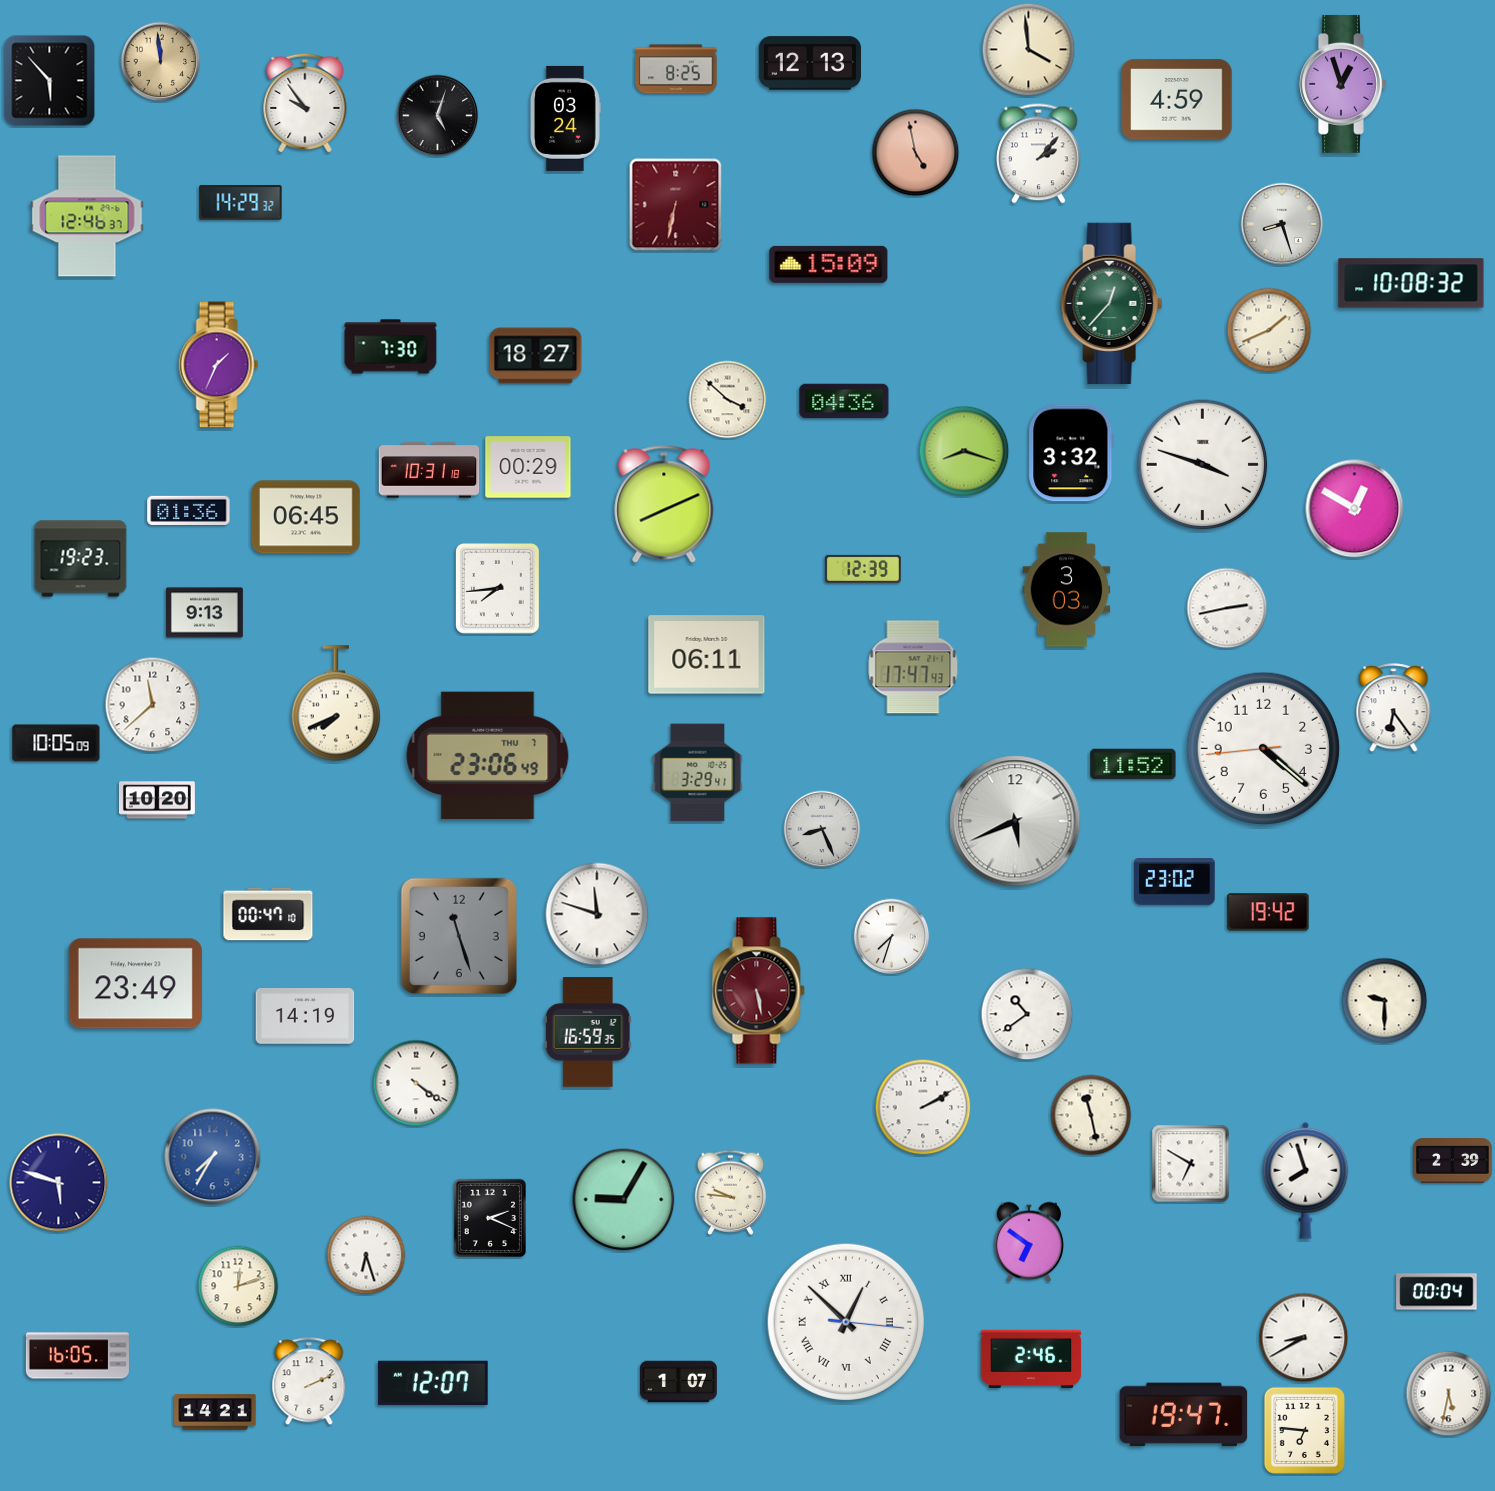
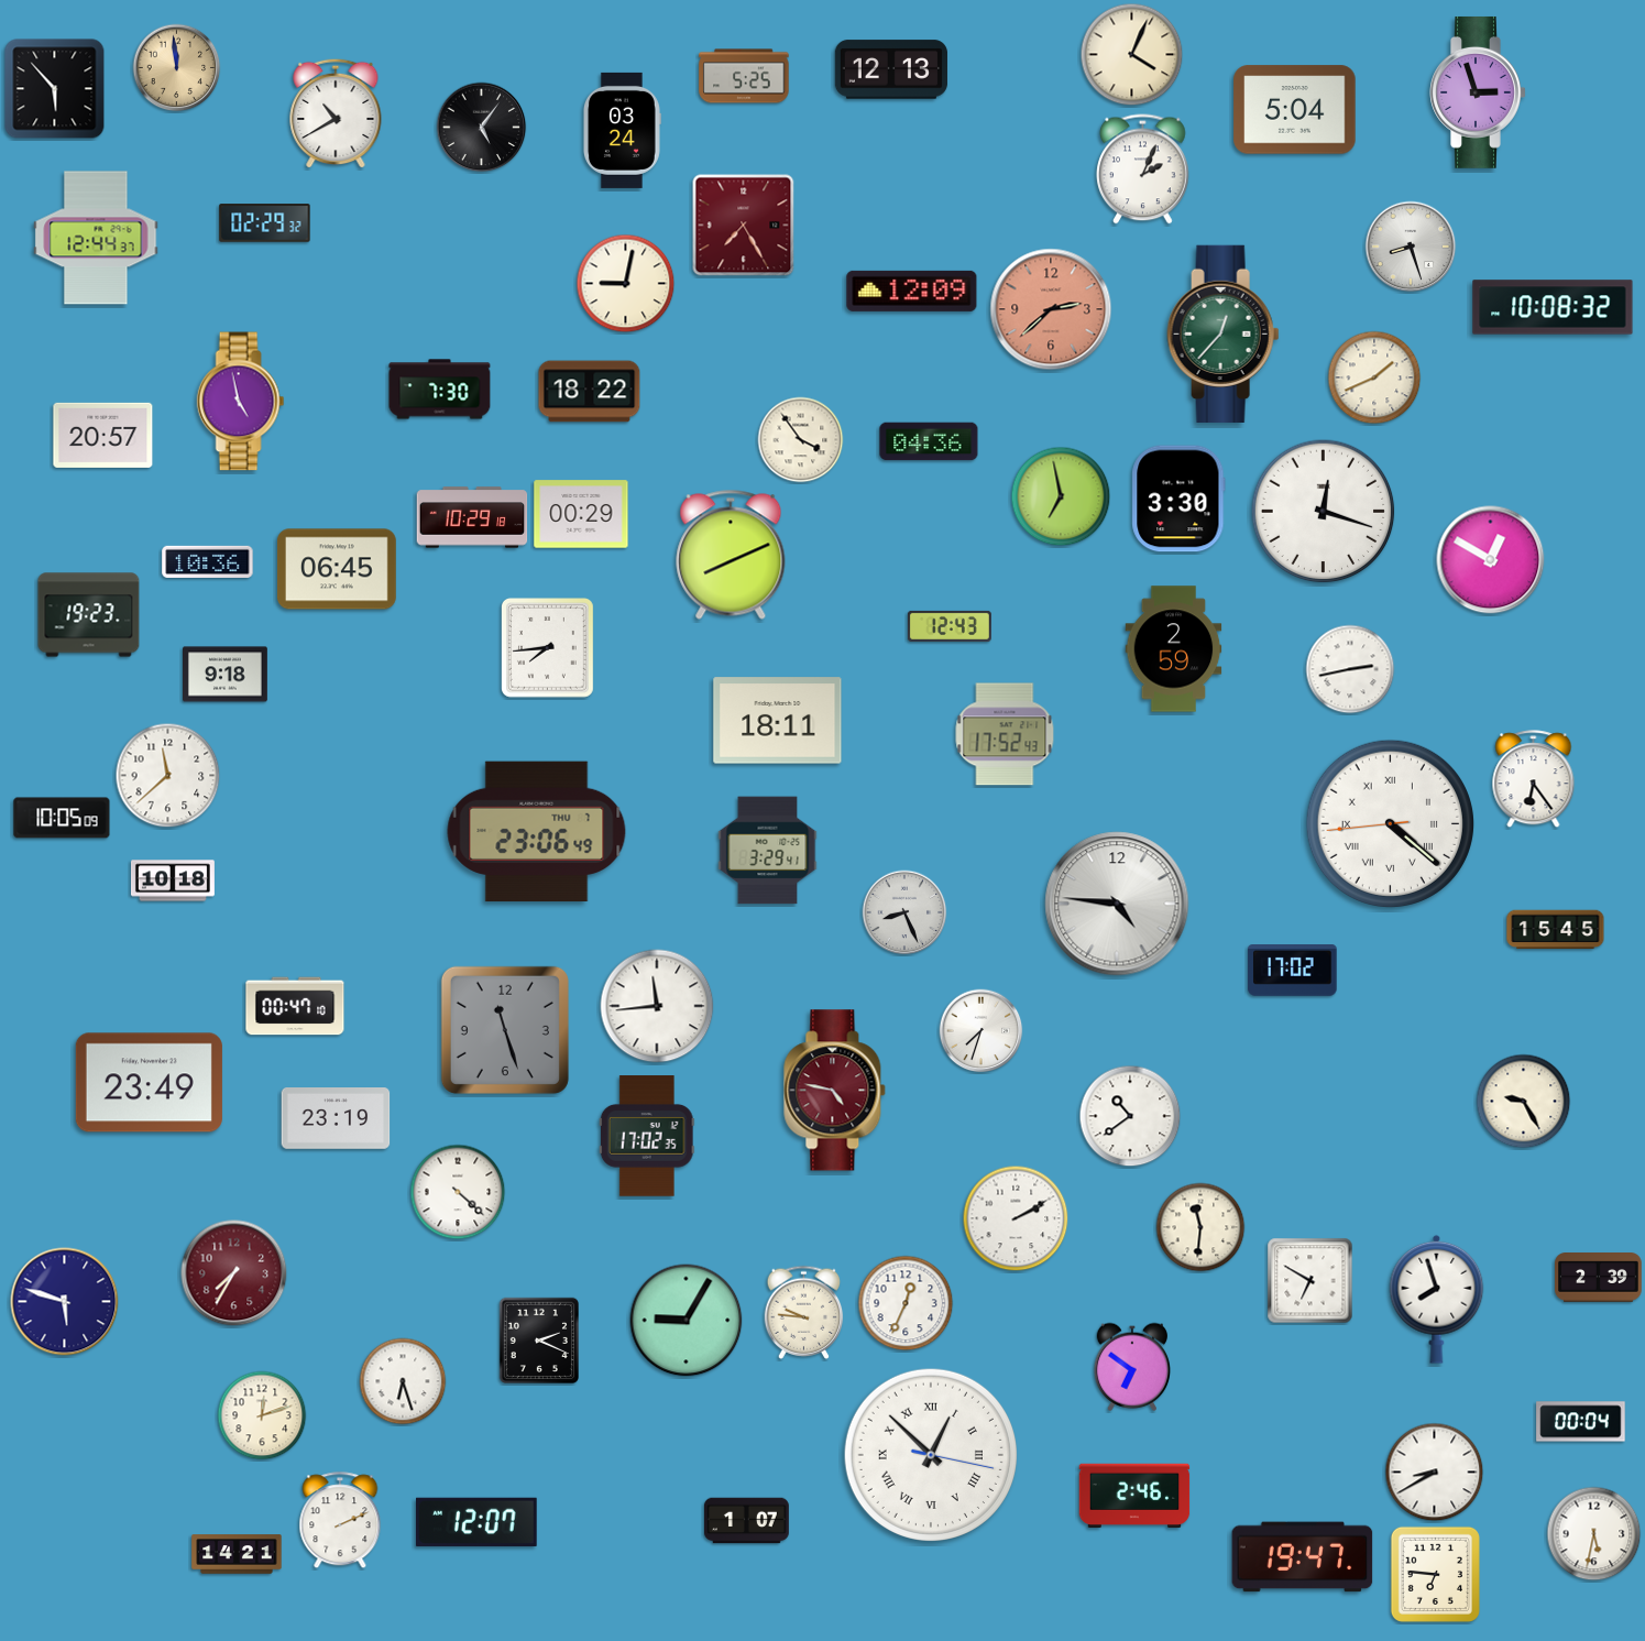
clock at (1029, 50): 3:59 -> 4:04
clock at (676, 69): 8:25 -> 5:25
clock at (1343, 84): 12:57 -> 2:57
clock at (1177, 100): 4:59 -> 5:04
clock at (305, 103): 9:54 -> 10:40
clock at (438, 116): 5:03 -> 5:06
clock at (916, 153): 4:58 -> none
clock at (1039, 154): 2:07 -> 2:04
clock at (241, 203): 14:29 -> 02:29
clock at (676, 205): 6:32 -> 7:25
clock at (87, 216): 12:46 -> 12:44
clock at (626, 284): none -> 9:02
clock at (829, 264): 15:09 -> 12:09
clock at (1051, 309): none -> 2:38
clock at (1411, 283) position: (1411, 283) -> (1553, 307)
clock at (1269, 330) position: (1269, 330) -> (1374, 378)
clock at (391, 347) position: (391, 347) -> (440, 390)
clock at (536, 356): 18:27 -> 18:22
clock at (219, 365): 1:34 -> 4:58
clock at (103, 435): none -> 20:57
clock at (728, 400): 3:52 -> 3:54
clock at (964, 451): 8:18 -> 6:58
clock at (1071, 453): 3:32 -> 3:30
clock at (1203, 465): 3:48 -> 12:18
clock at (429, 470): 10:31 -> 10:29
clock at (189, 510): 01:36 -> 10:36
clock at (863, 569): 12:39 -> 12:43
clock at (1067, 590): 3:03 -> 2:59
clock at (205, 613): 9:13 -> 9:18
clock at (707, 655): 06:11 -> 18:11
clock at (913, 667): 17:47 -> 17:52
clock at (336, 703): 7:41 -> none
clock at (1263, 748) numerals: Arabic -> Roman
clock at (1133, 764): 11:52 -> none
clock at (157, 800): 10:20 -> 10:18
clock at (1015, 821): 5:41 -> 4:46
clock at (1556, 930): none -> 15:45
clock at (1175, 882): 23:02 -> 17:02
clock at (1268, 912): 19:42 -> none
clock at (597, 914): 11:48 -> 11:44
clock at (759, 991): 5:28 -> 4:47
clock at (1385, 1001): 9:30 -> 9:25
clock at (305, 1017): 14:19 -> 23:19
clock at (588, 1032): 16:59 -> 17:02
clock at (416, 1083): 4:21 -> 4:22
clock at (1091, 1115): 11:28 -> 11:31
clock at (213, 1157) dial: blue -> burgundy
clock at (906, 1303): none -> 12:34
clock at (846, 1322): 12:52:16 -> 12:52:17
clock at (77, 1356): 16:05 -> none
